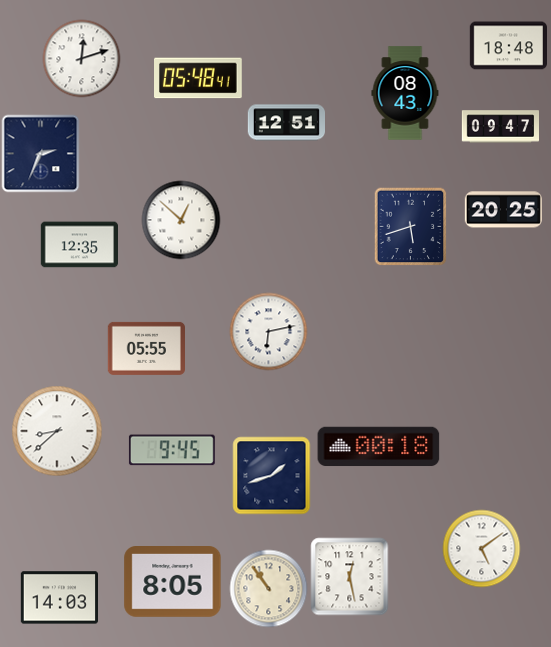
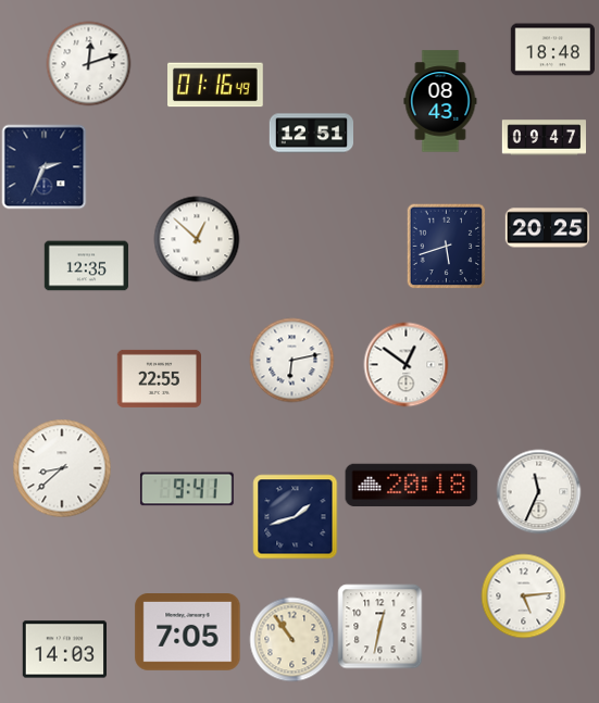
clock at (199, 78): 05:48 -> 01:16
clock at (405, 364): none -> 12:51
clock at (146, 348): 05:55 -> 22:55
clock at (379, 447): 00:18 -> 20:18
clock at (172, 450): 9:45 -> 9:41
clock at (538, 491): none -> 11:34
clock at (481, 548): 5:09 -> 5:14
clock at (349, 576): 12:28 -> 12:32
clock at (173, 582): 8:05 -> 7:05
